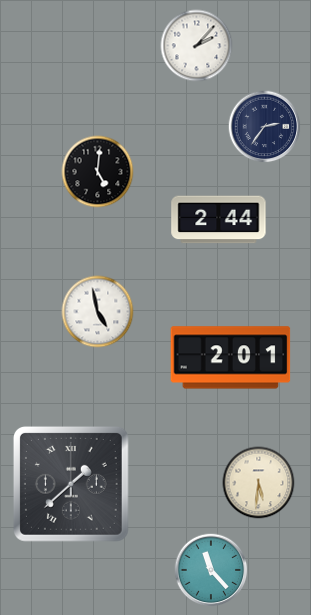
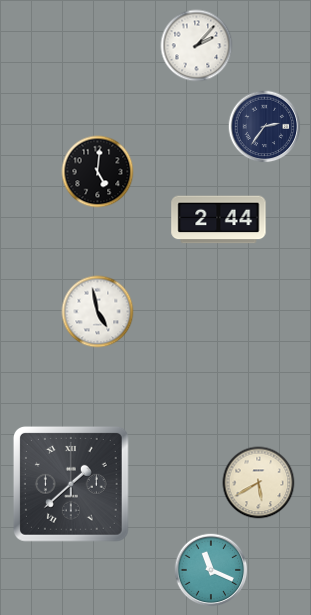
clock at (231, 358): 2:01 -> none
clock at (259, 483): 5:31 -> 5:40
clock at (211, 570): 11:23 -> 11:19
